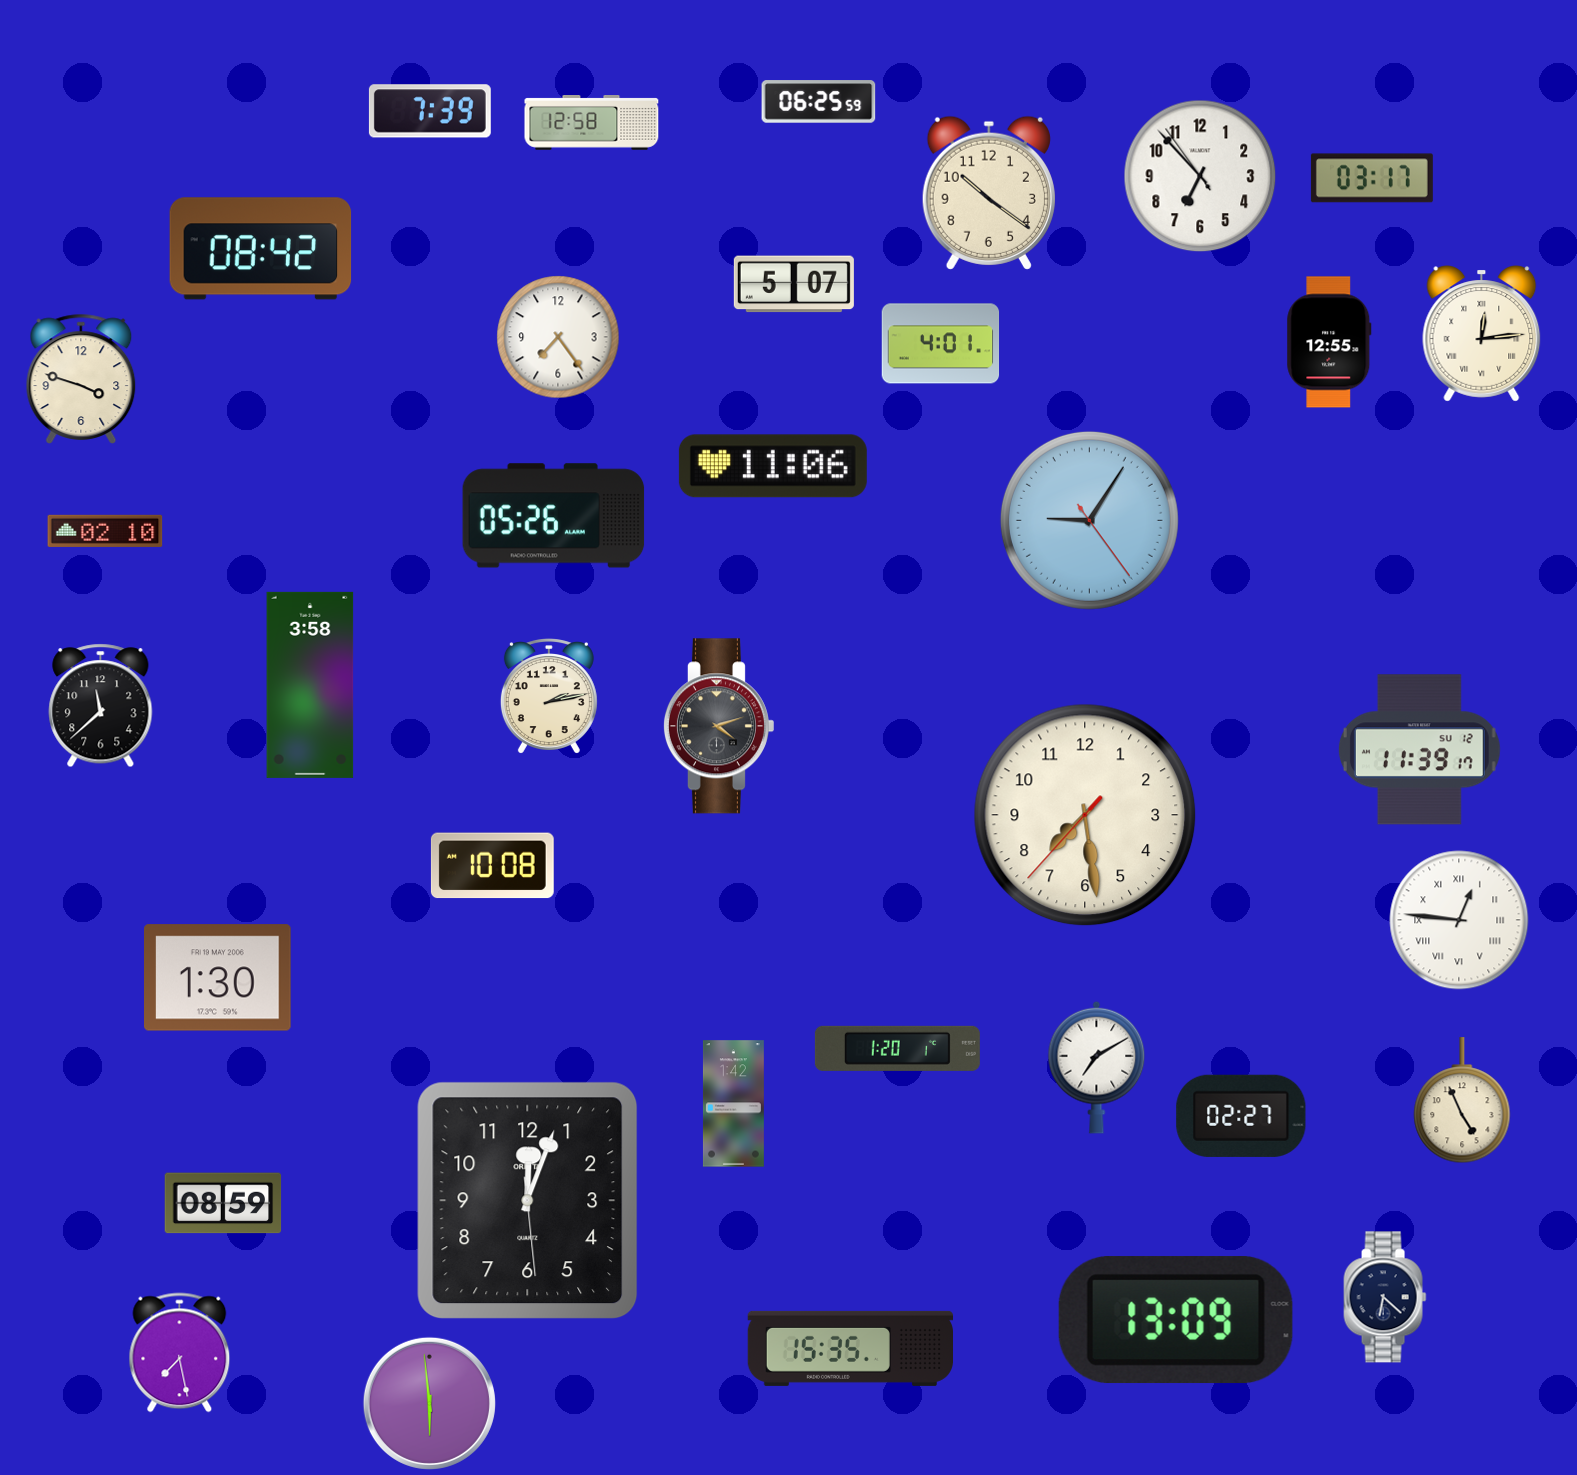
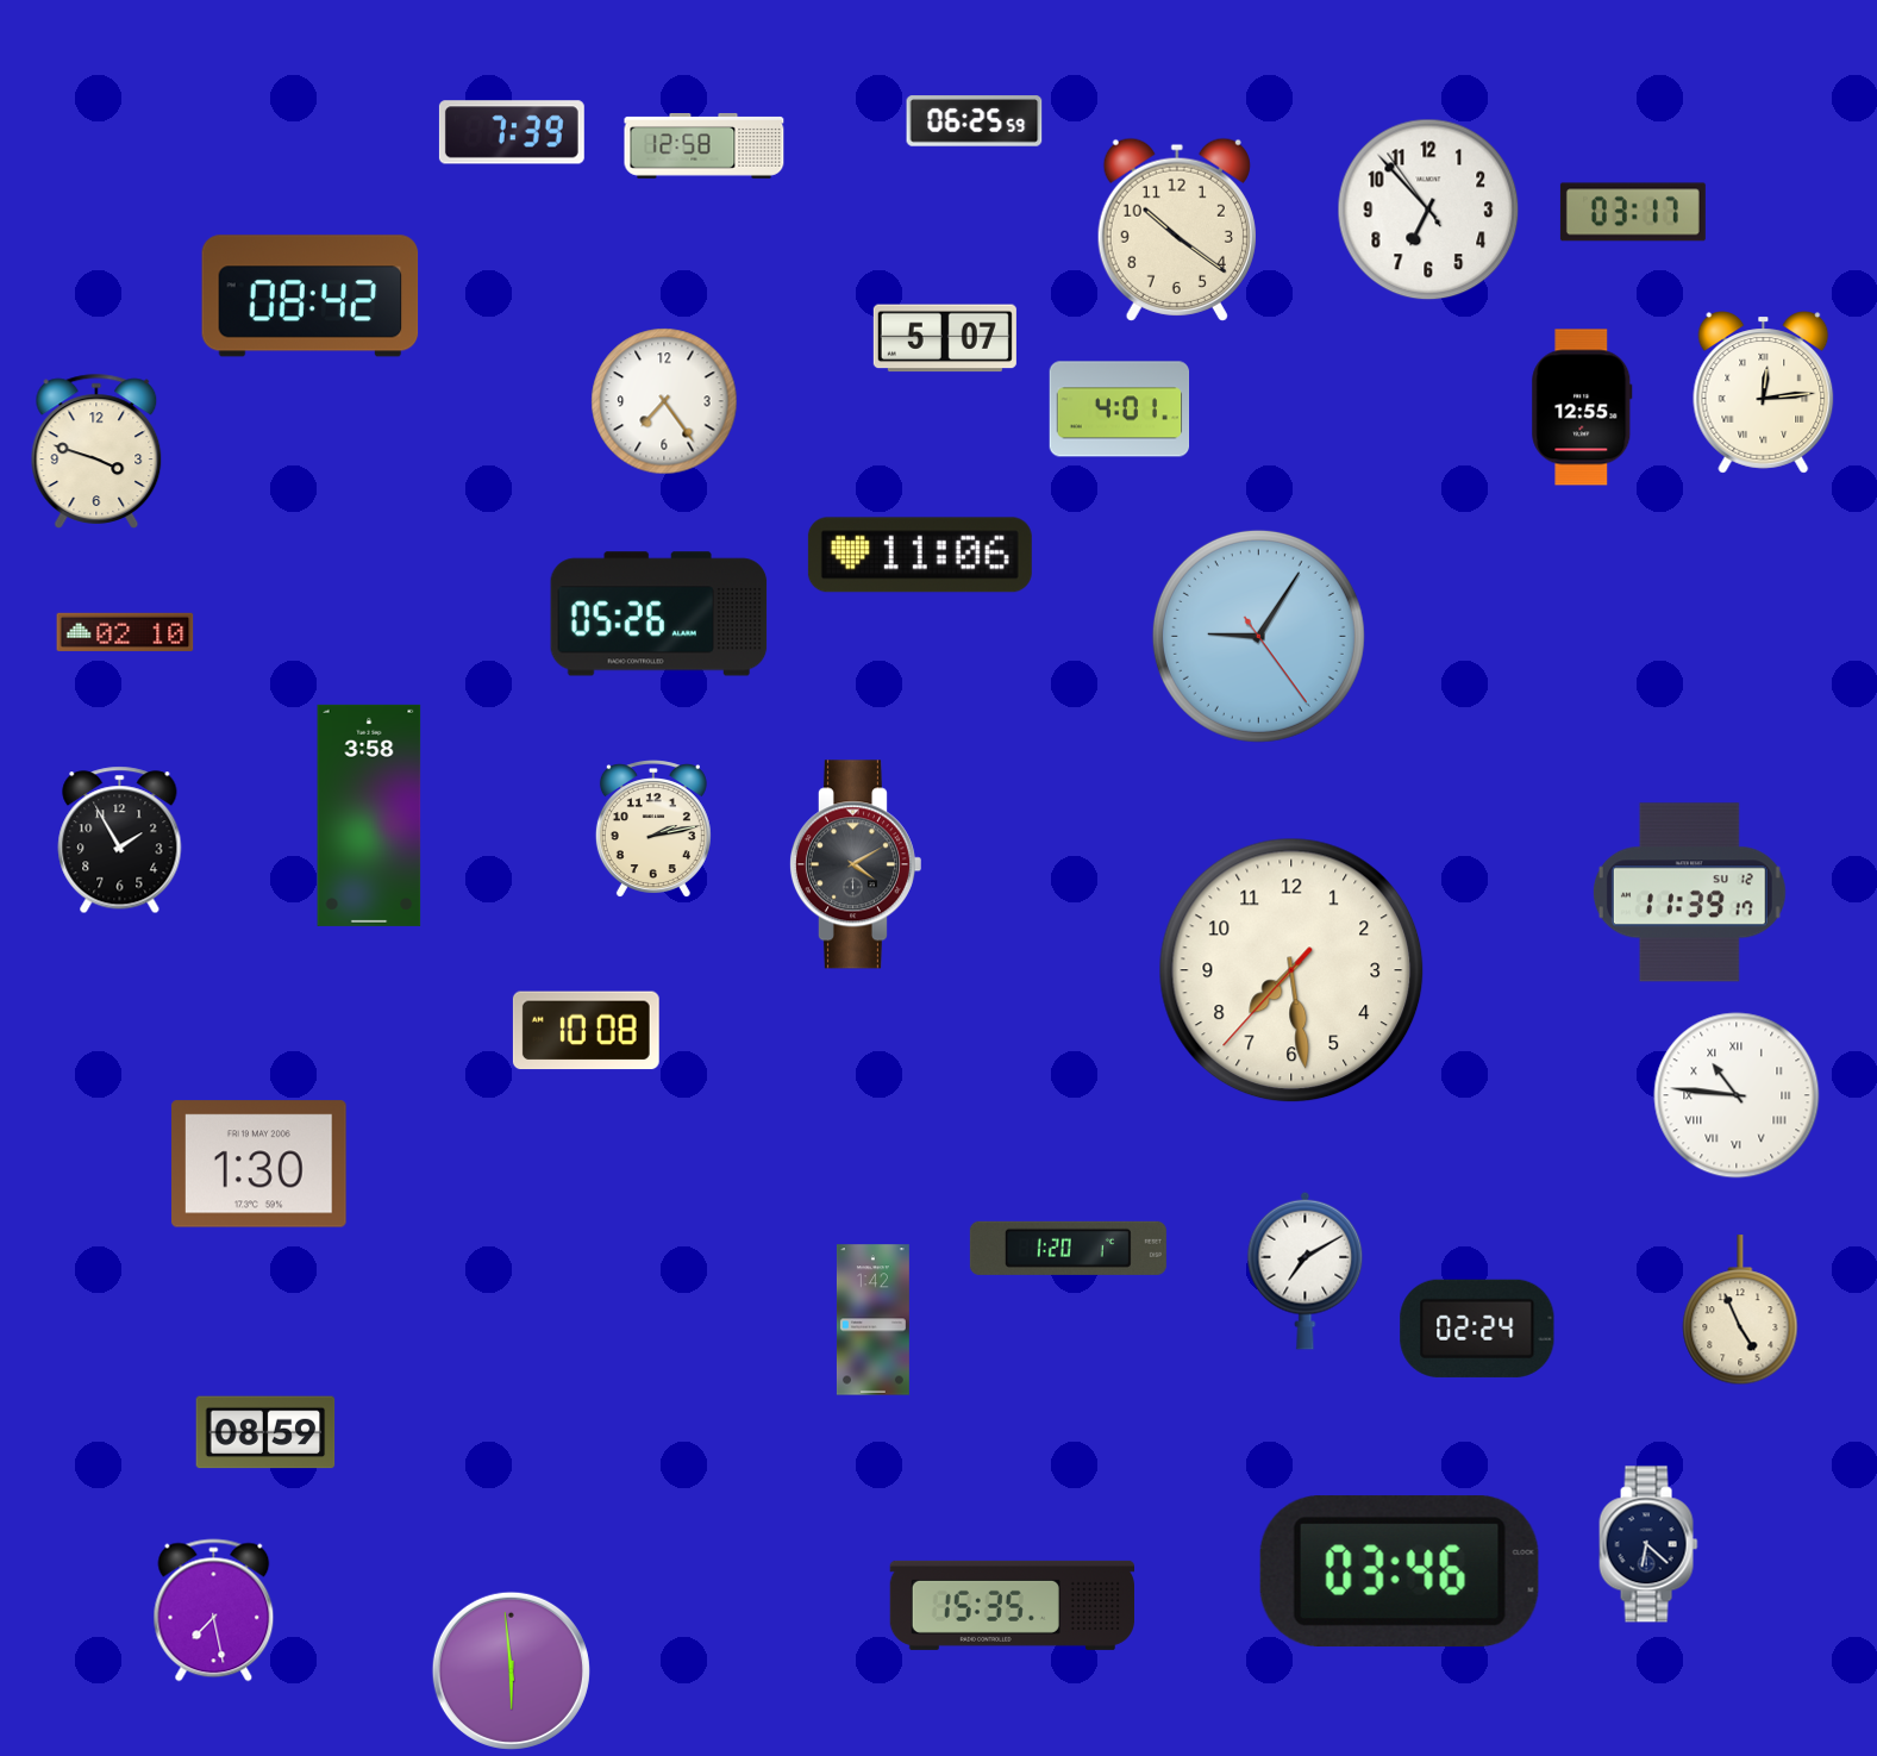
clock at (1482, 334) position: (1482, 334) -> (1764, 393)
clock at (1089, 520) position: (1089, 520) -> (1258, 636)
clock at (101, 706): 11:38 -> 1:55
clock at (718, 726): 4:12 -> 4:10
clock at (1459, 920): 12:46 -> 10:46
clock at (733, 1104) position: (733, 1104) -> (872, 1320)
clock at (1241, 1116): 02:27 -> 02:24
clock at (528, 1201): 12:03 -> none
clock at (1176, 1320): 13:09 -> 03:46
